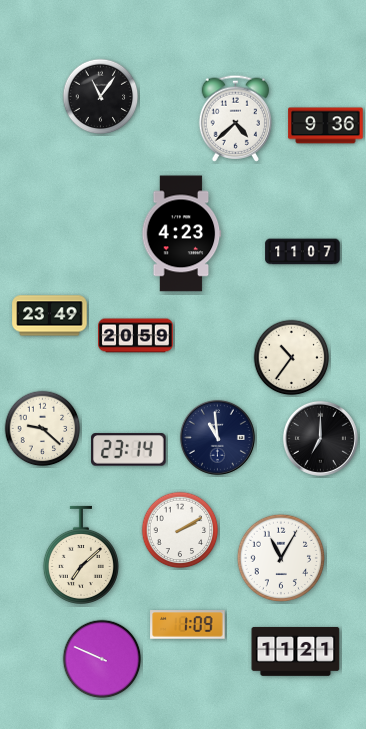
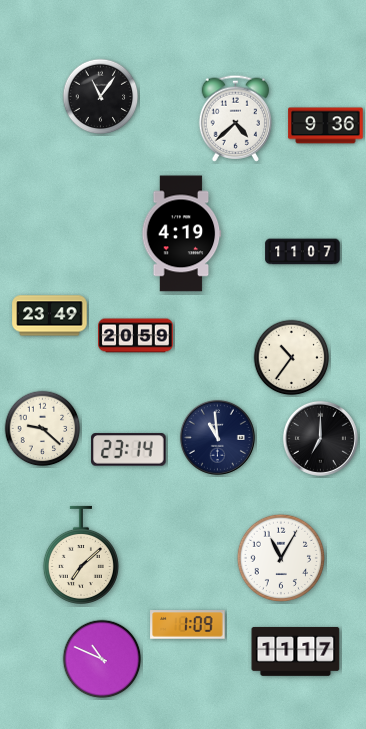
clock at (182, 234): 4:23 -> 4:19
clock at (180, 530): 2:10 -> none
clock at (296, 651): 11:21 -> 11:17
clock at (102, 659): 9:49 -> 10:49
